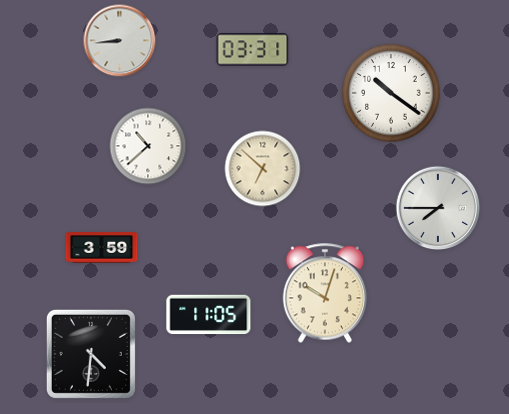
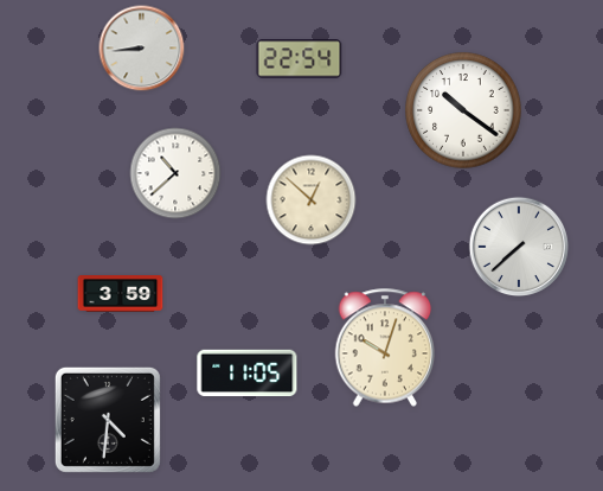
clock at (253, 50): 03:31 -> 22:54
clock at (263, 169): 6:52 -> 12:52
clock at (438, 208): 7:45 -> 7:38
